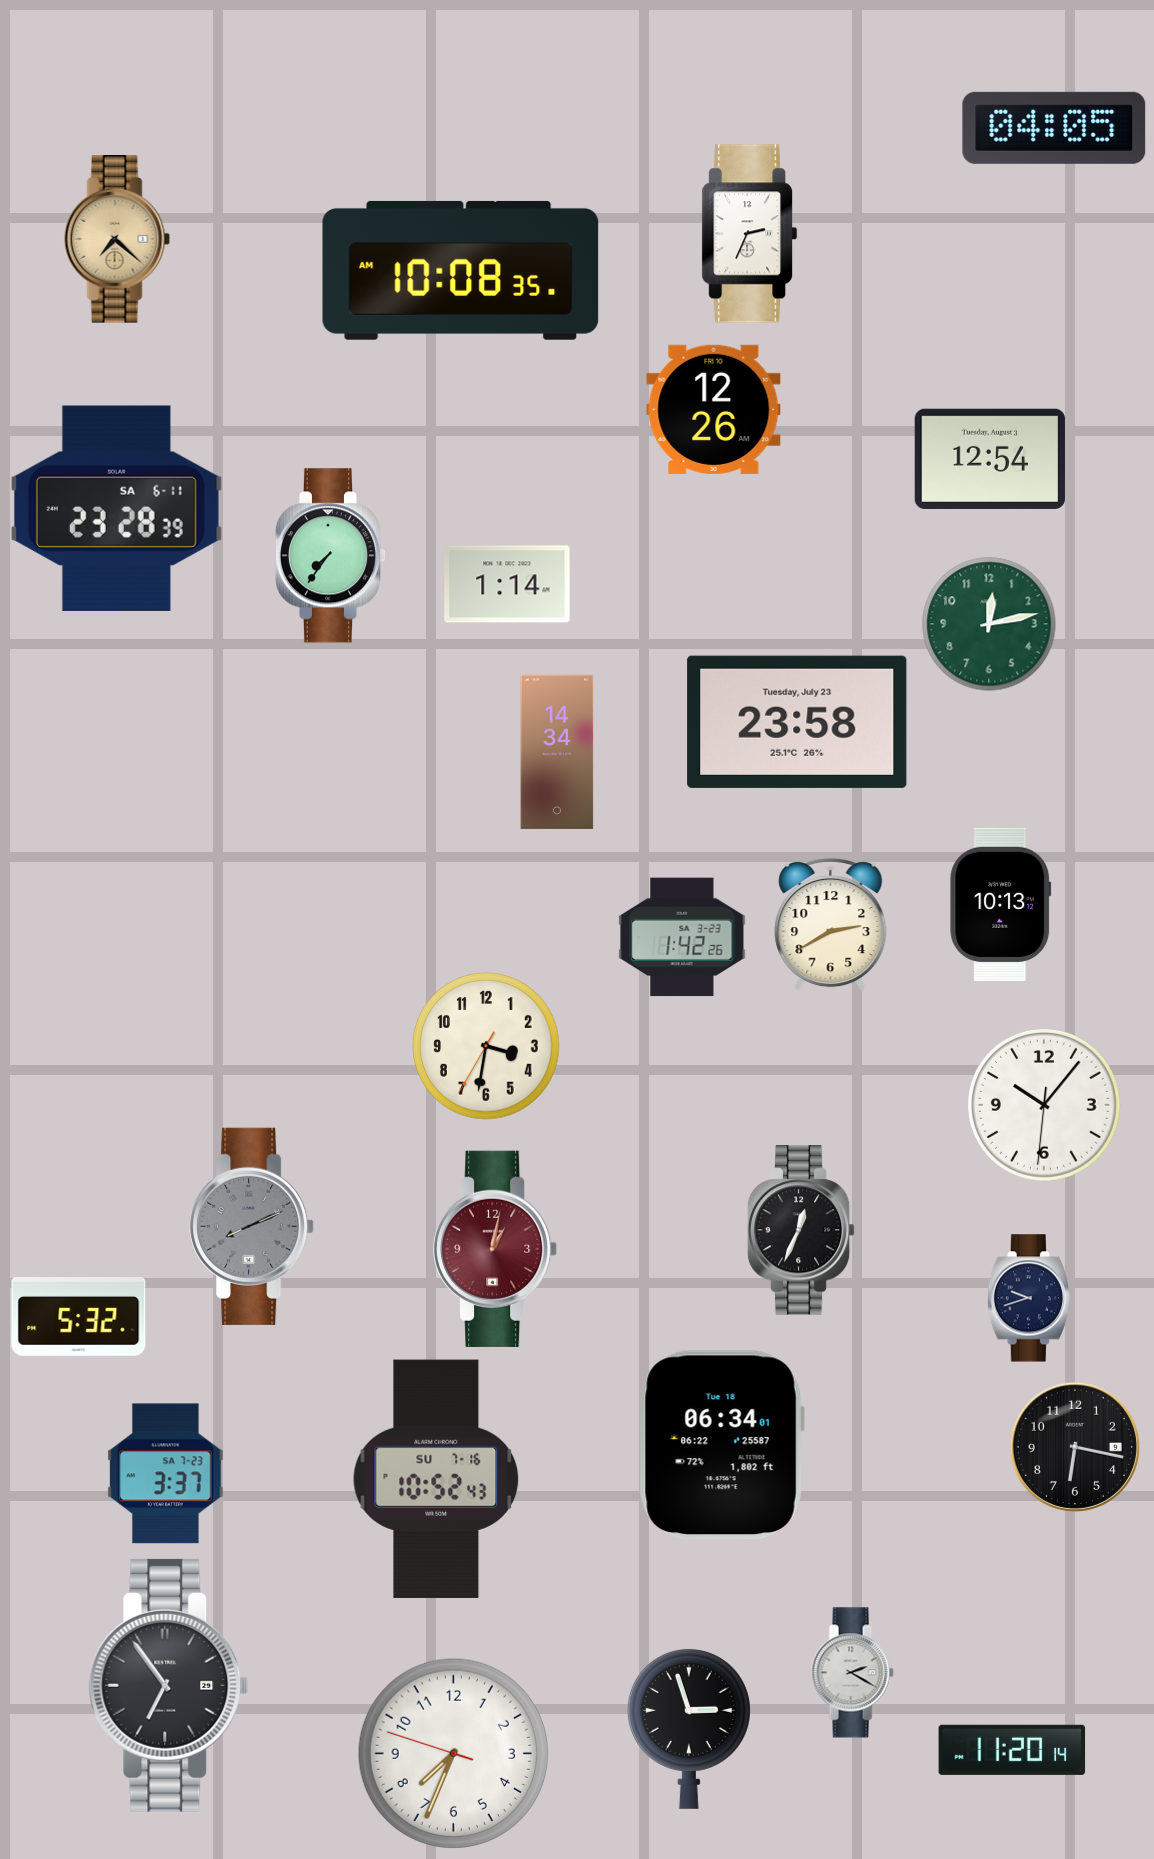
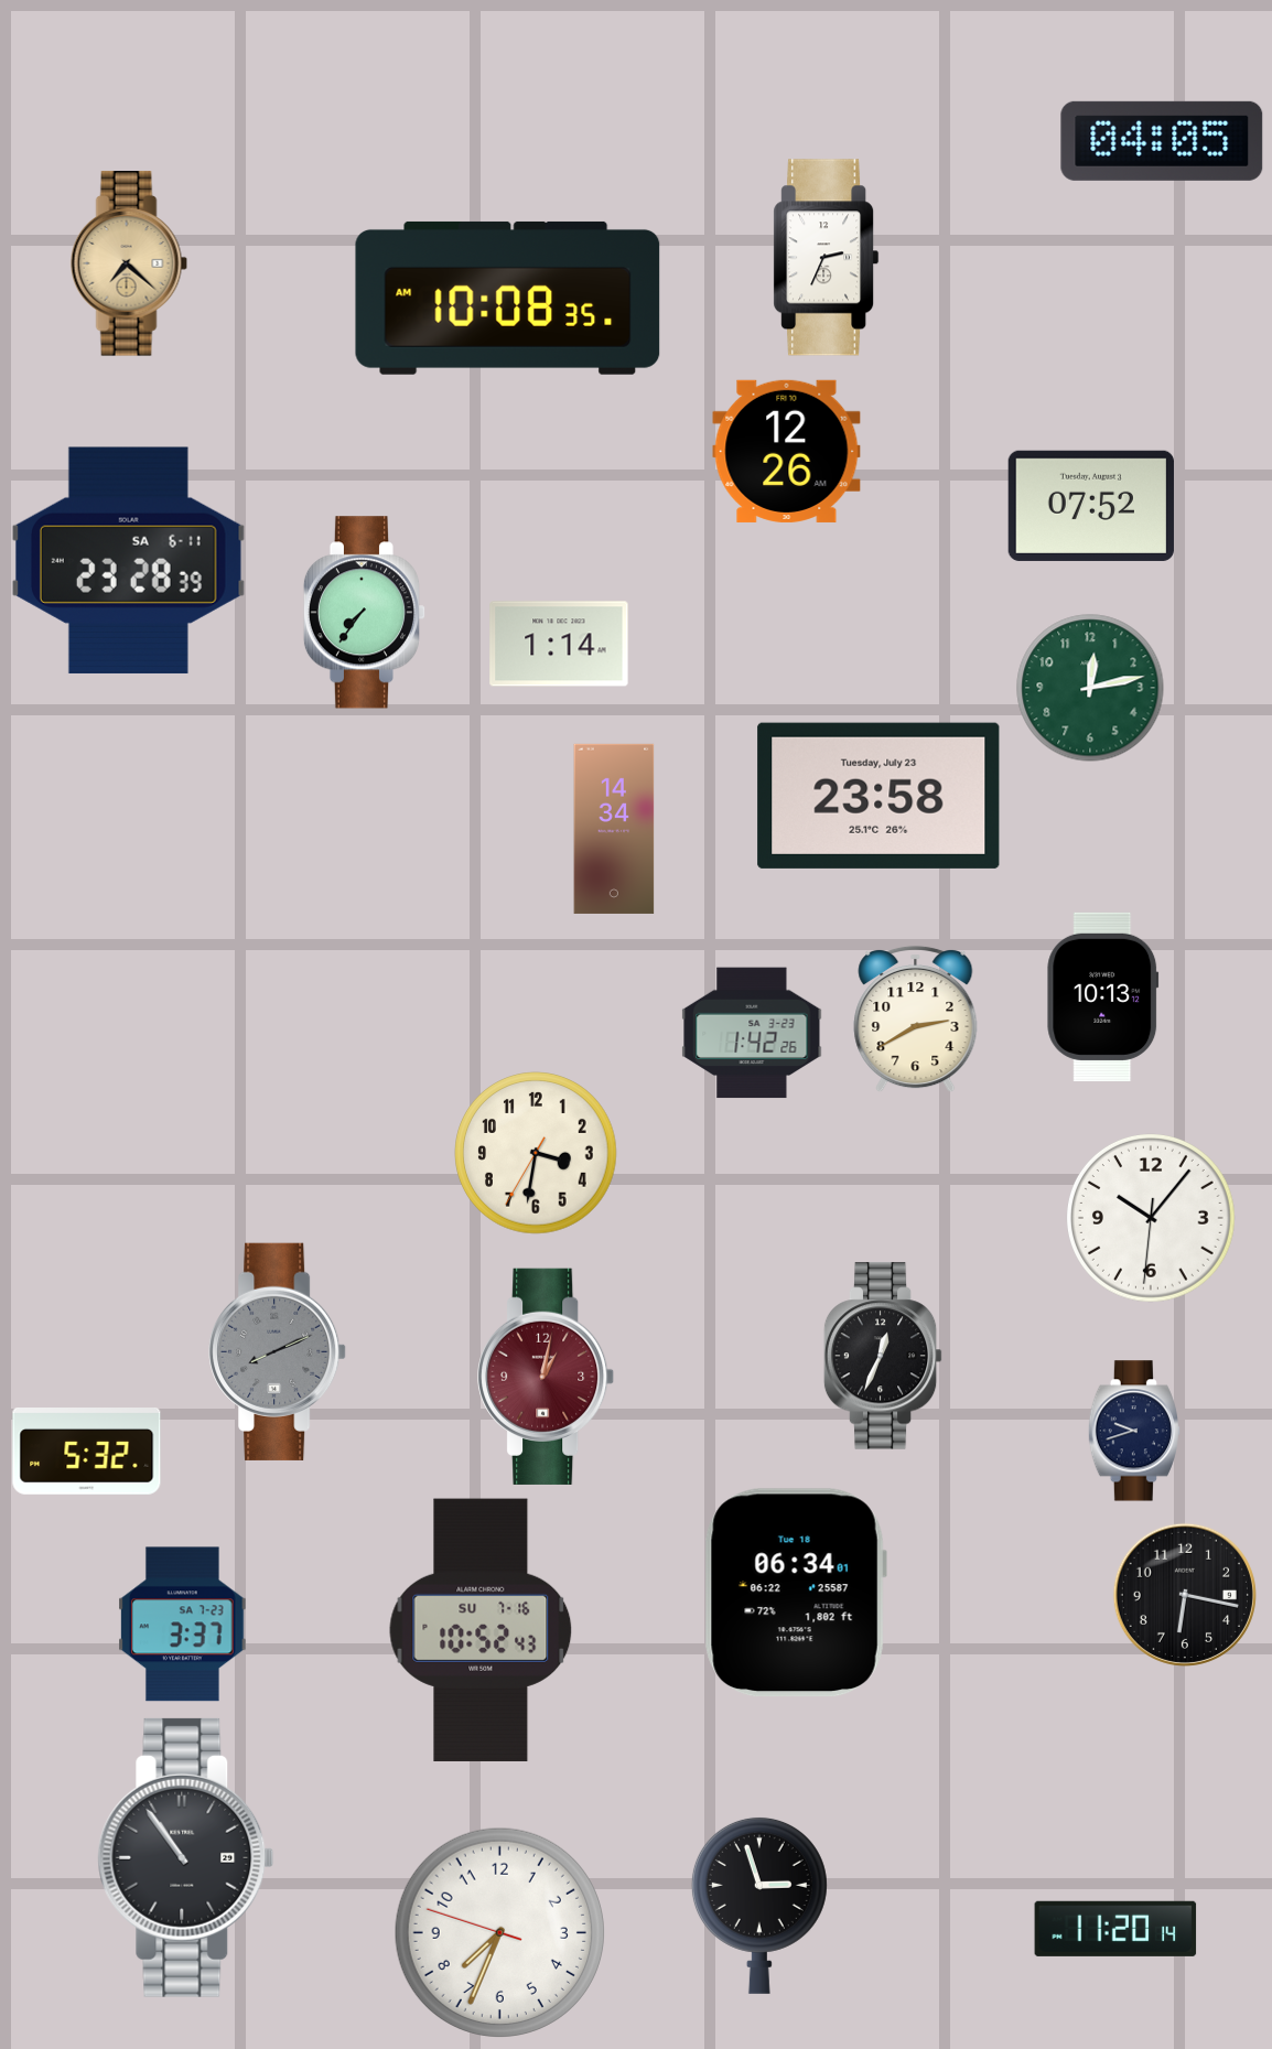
clock at (989, 459): 12:54 -> 07:52
clock at (852, 1673): 2:20 -> none
clock at (169, 1685): 6:54 -> 10:54
